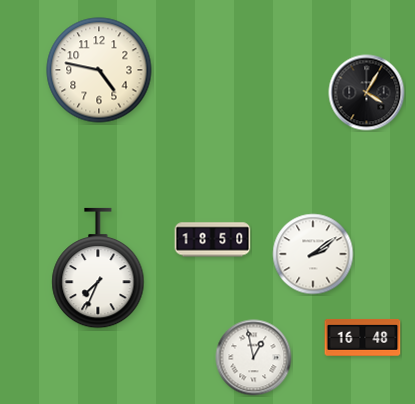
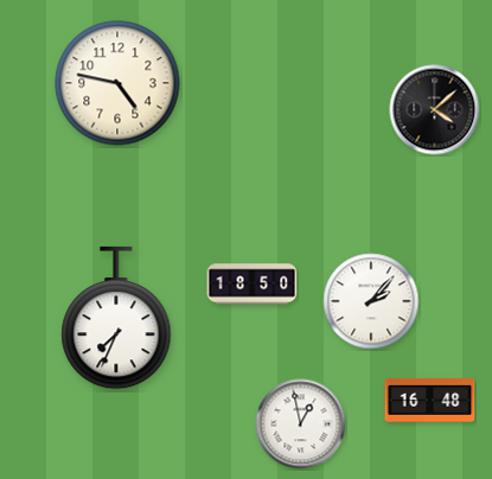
clock at (367, 93): 4:05 -> 4:08
clock at (313, 254): 2:09 -> 2:07
